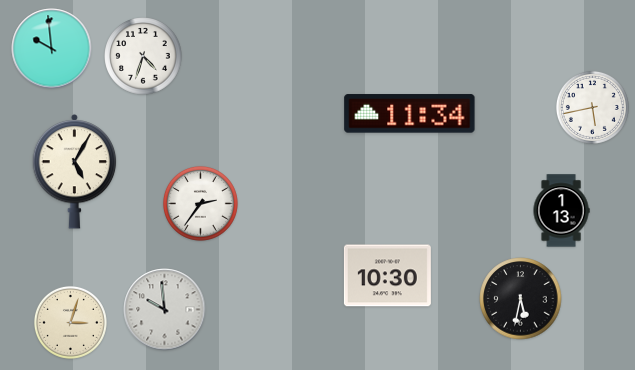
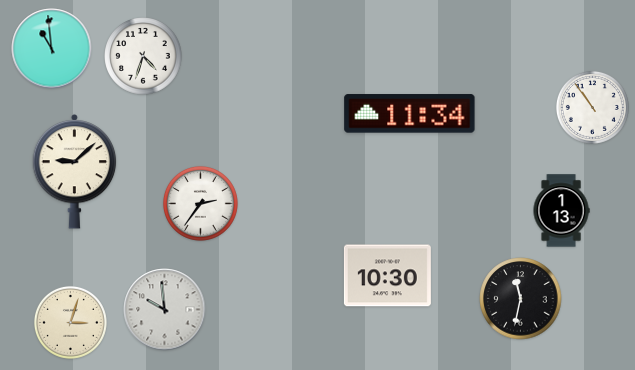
clock at (52, 49): 9:59 -> 10:59
clock at (592, 107): 5:43 -> 10:54
clock at (75, 171): 5:05 -> 9:08
clock at (521, 299): 5:32 -> 11:32
